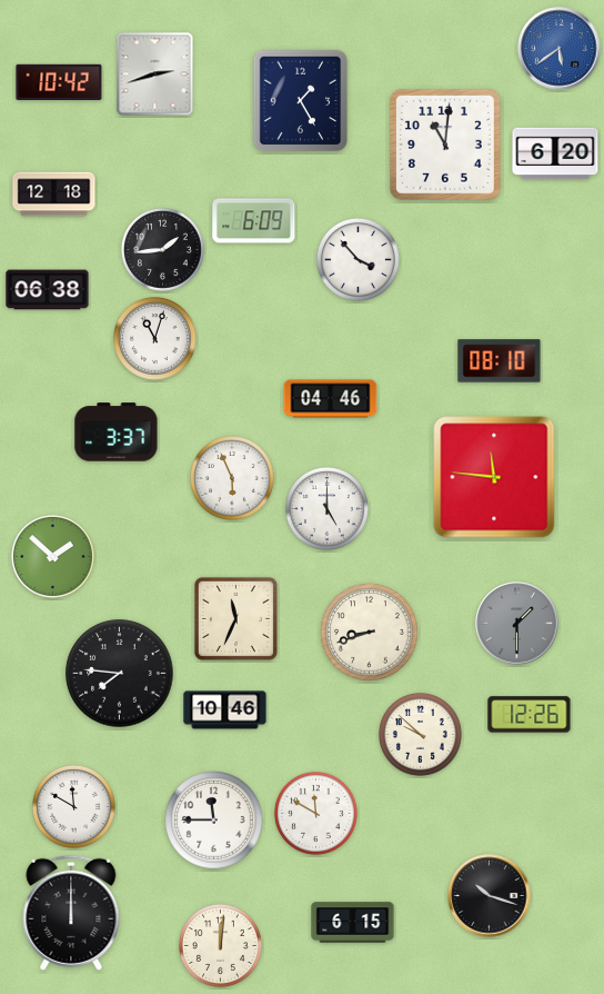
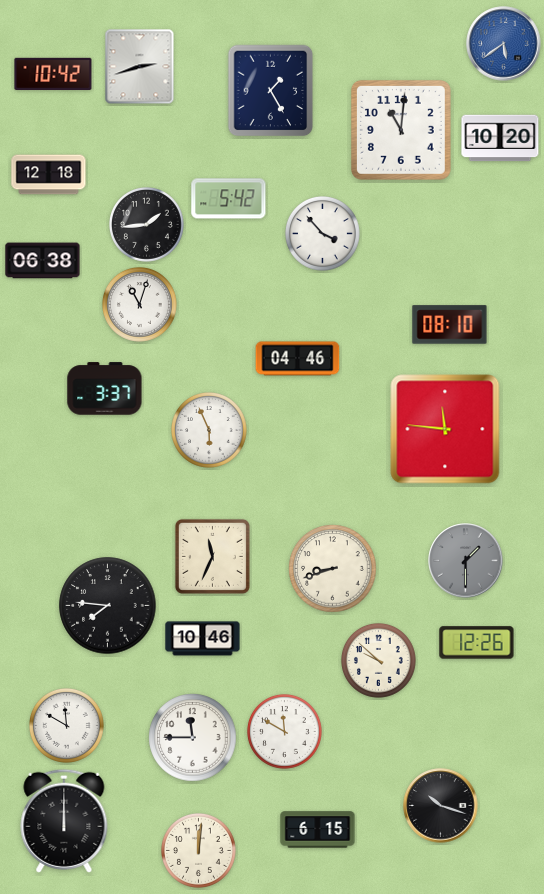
clock at (555, 153): 6:20 -> 10:20
clock at (254, 221): 6:09 -> 5:42
clock at (328, 509): 5:00 -> none
clock at (53, 557): 1:52 -> none
